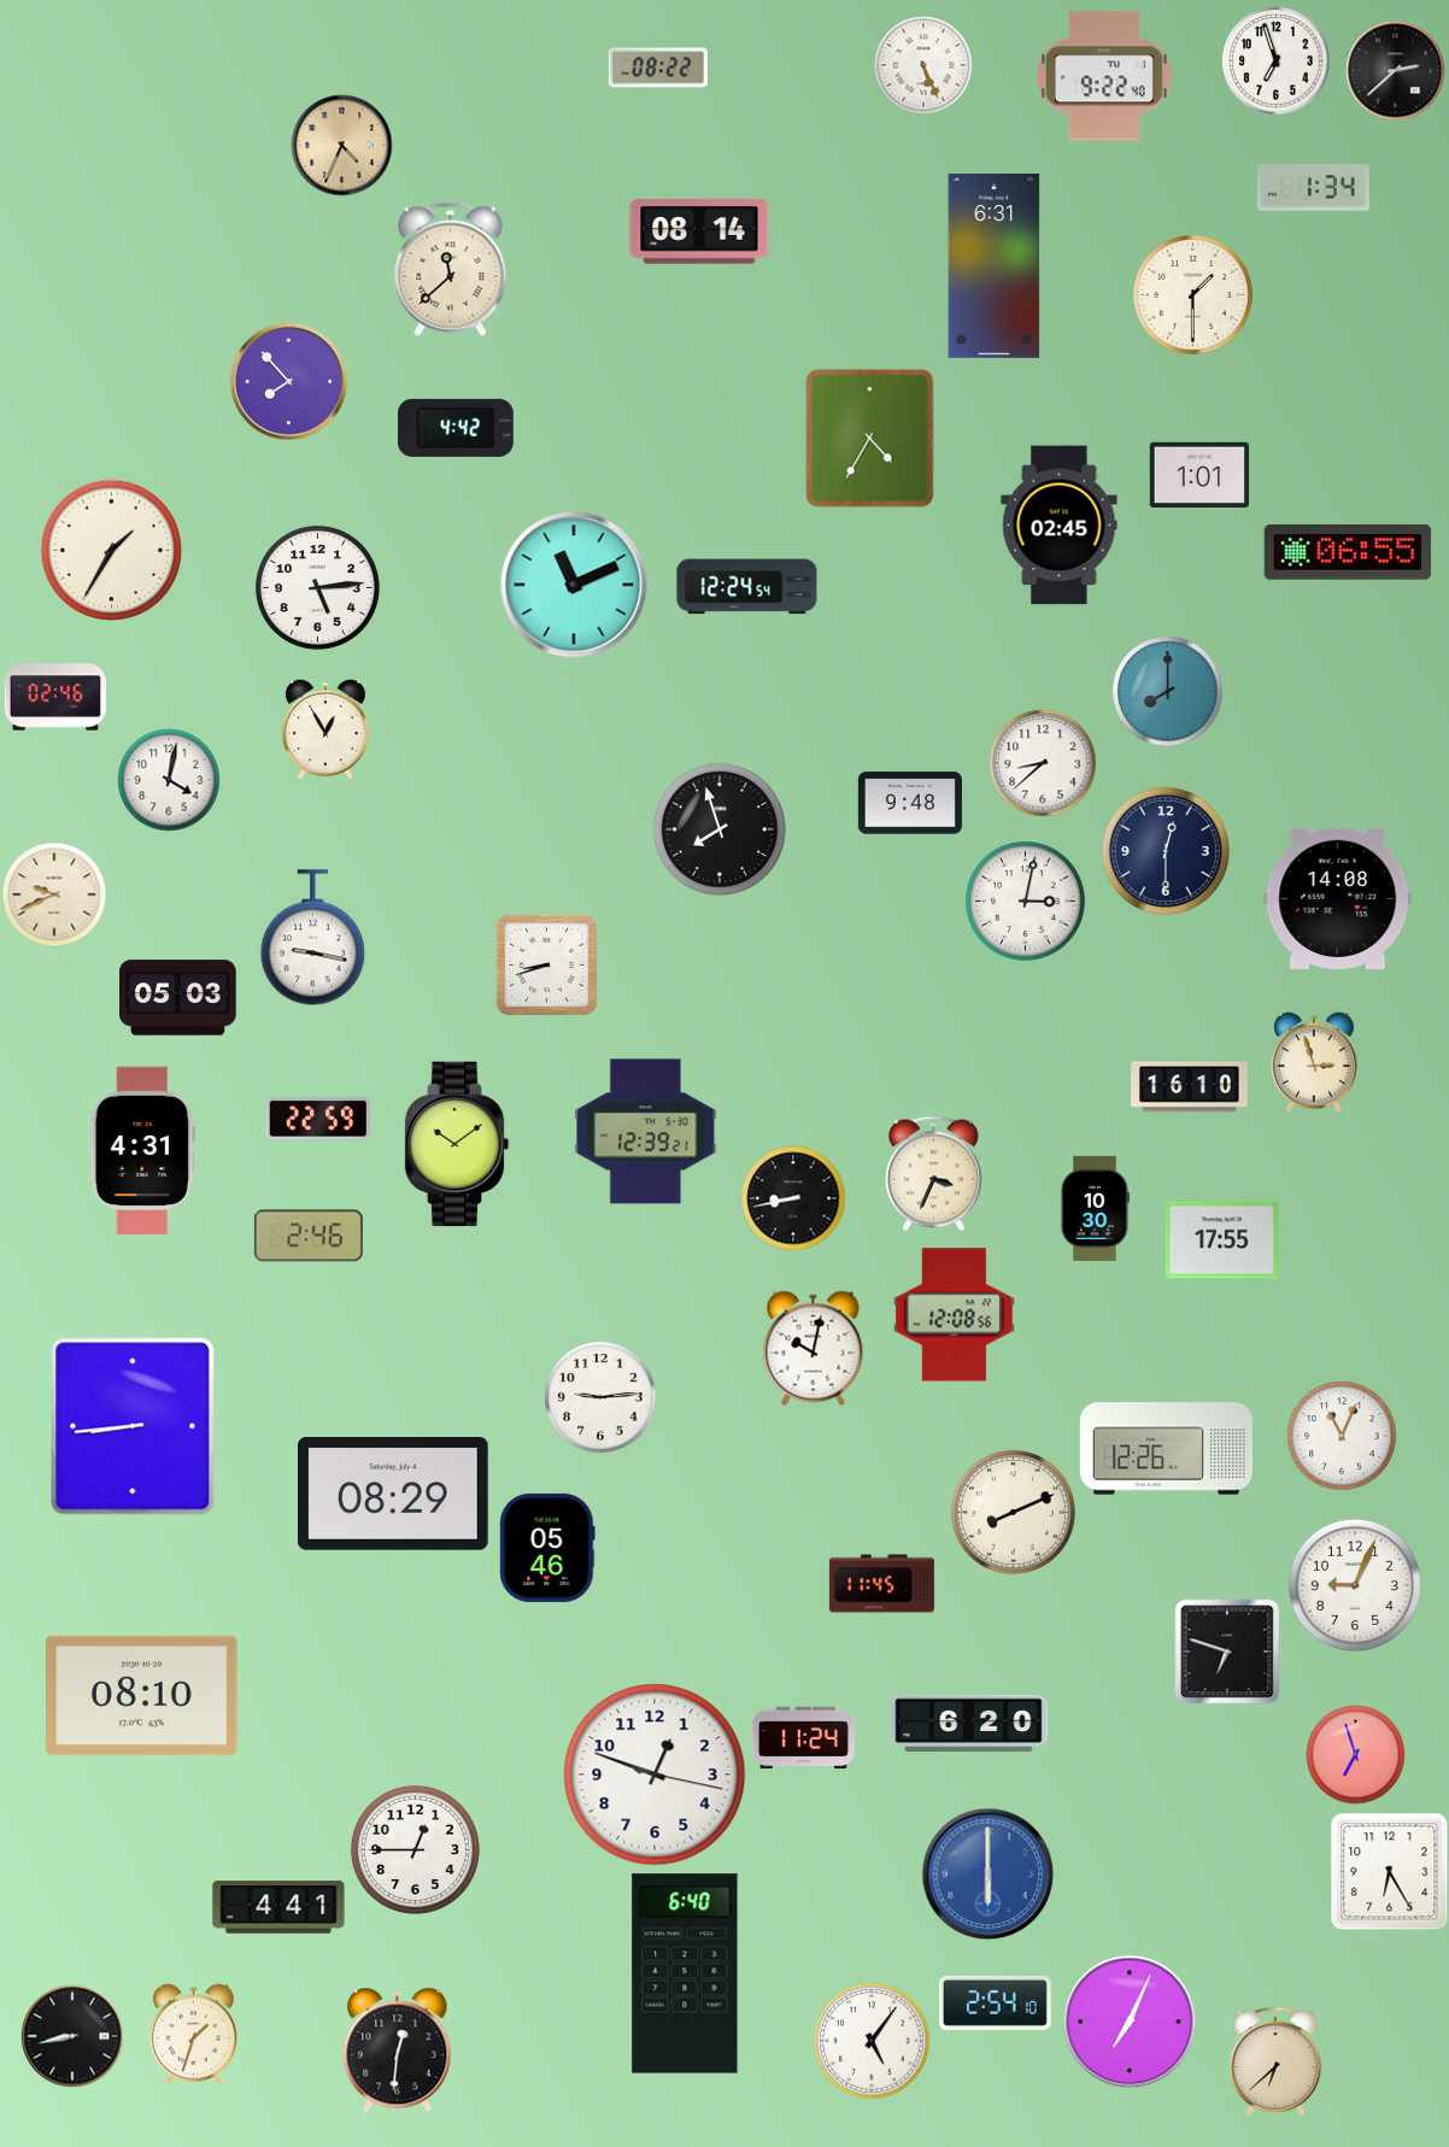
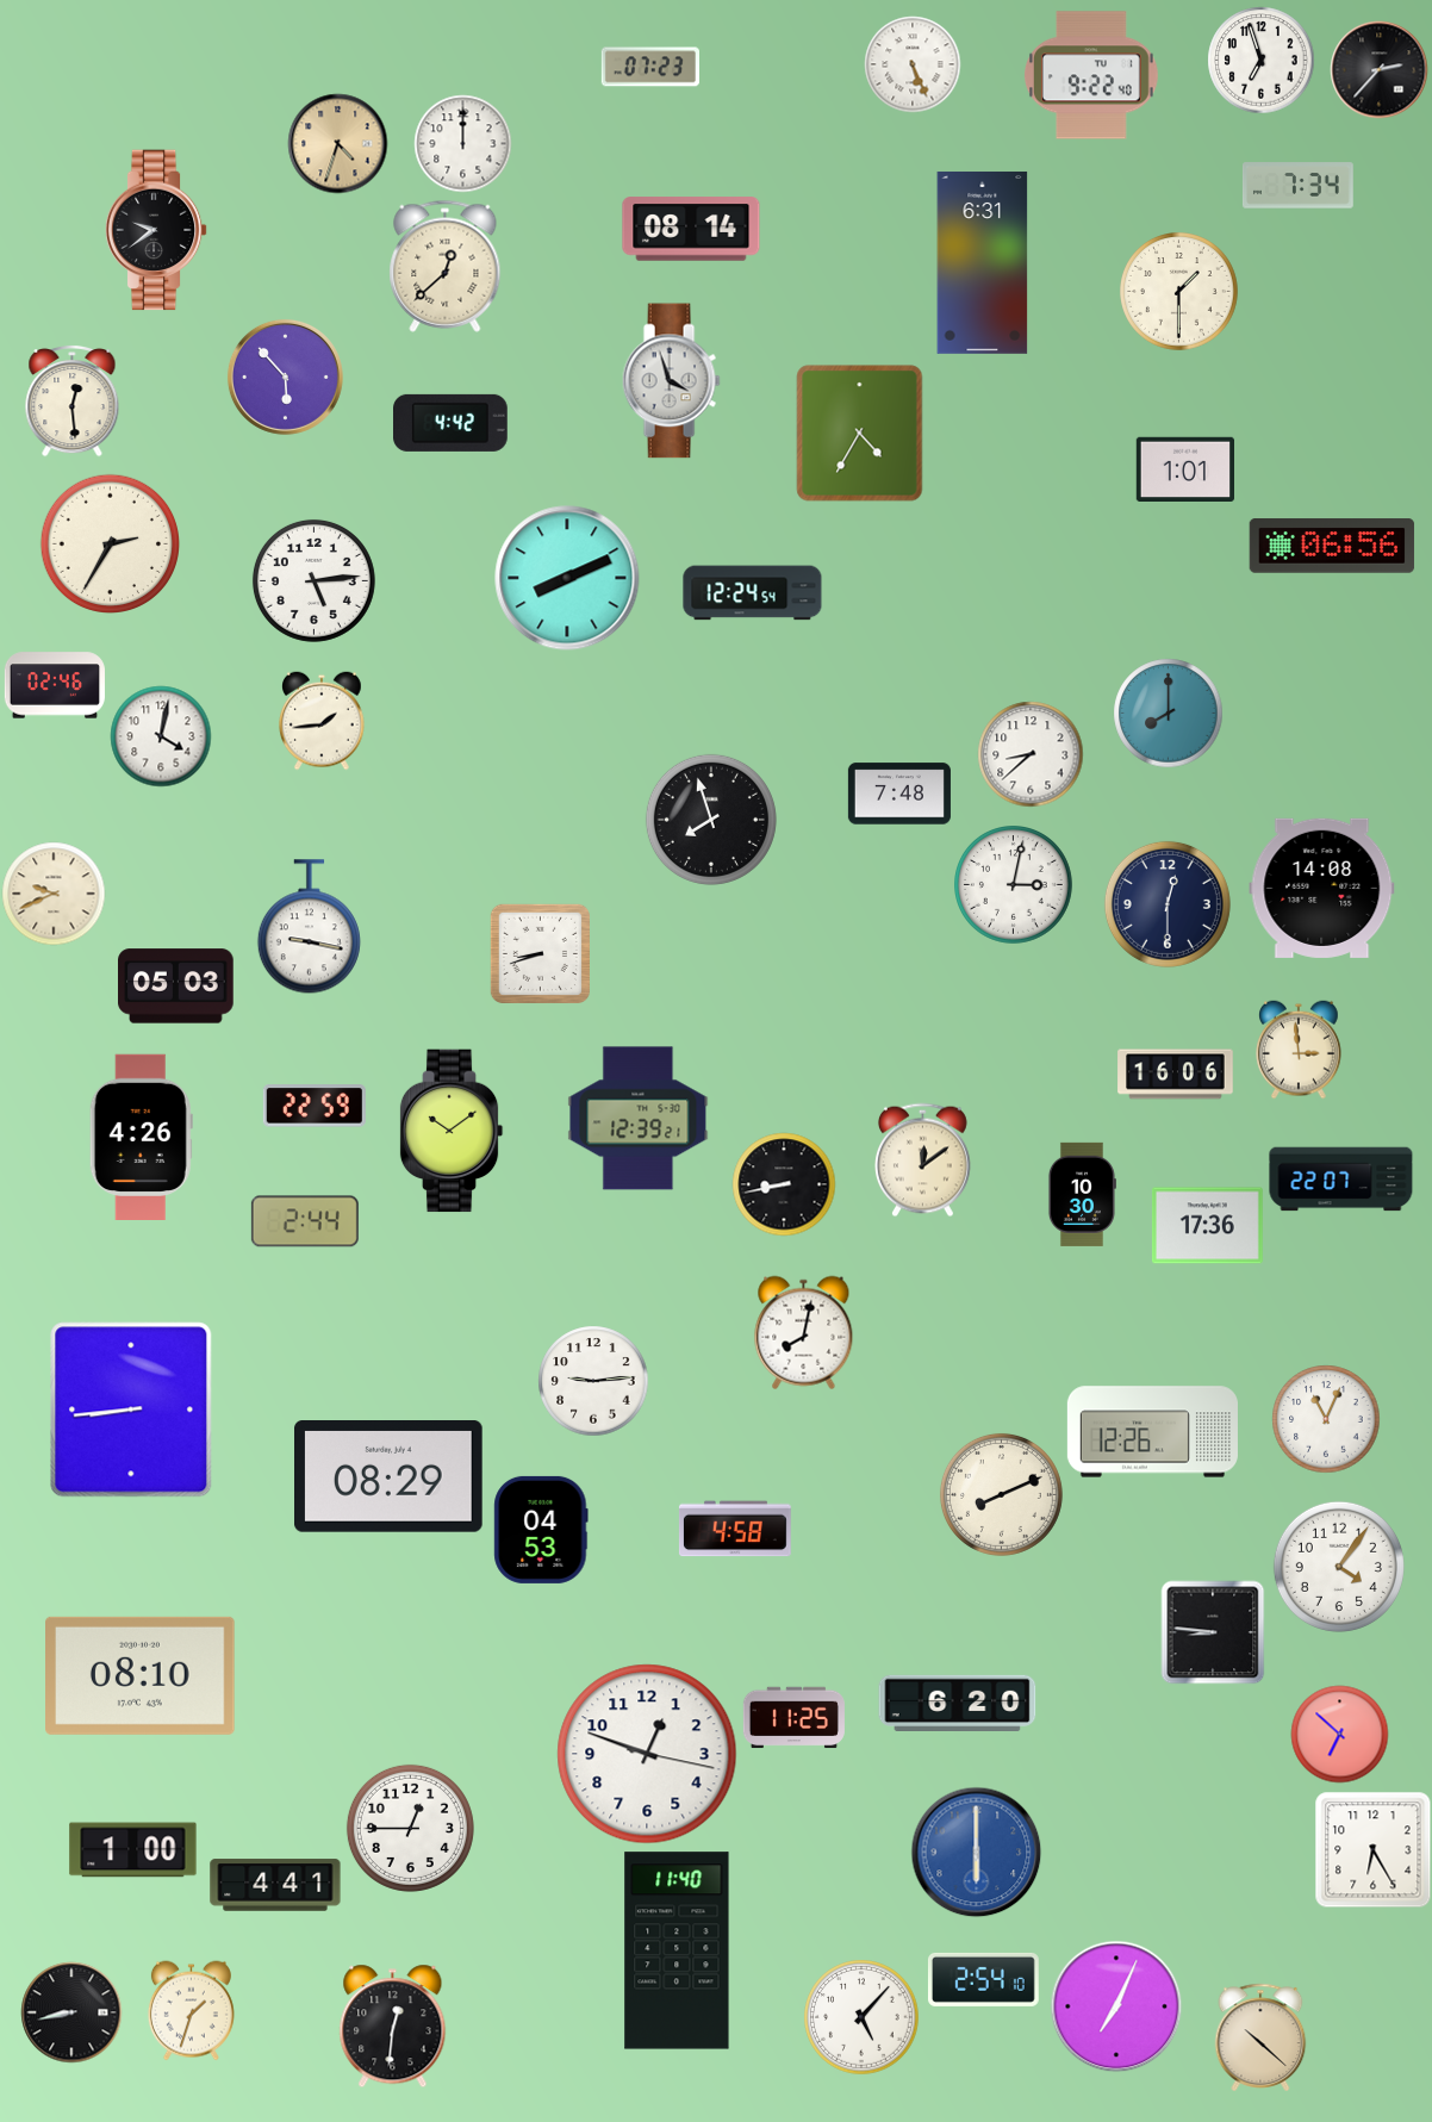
clock at (657, 68): 08:22 -> 07:23
clock at (1395, 70): 2:38 -> 2:37
clock at (341, 145): 4:34 -> 4:33
clock at (462, 143): none -> 12:00
clock at (1313, 188): 1:34 -> 7:34
clock at (156, 230): none -> 9:39
clock at (451, 269): 11:38 -> 12:38
clock at (288, 381): 7:53 -> 5:53
clock at (671, 381): none -> 3:57
clock at (73, 400): none -> 12:29
clock at (1060, 526): 02:45 -> none
clock at (111, 550): 1:35 -> 2:35
clock at (1348, 552): 06:55 -> 06:56
clock at (574, 585): 11:11 -> 8:11
clock at (747, 587) position: (747, 587) -> (753, 593)
clock at (1167, 691) position: (1167, 691) -> (1168, 712)
clock at (55, 697) position: (55, 697) -> (55, 685)
clock at (327, 729): 12:55 -> 1:44
clock at (169, 780) position: (169, 780) -> (161, 736)
clock at (910, 803): 9:48 -> 7:48
clock at (1166, 851) position: (1166, 851) -> (1168, 904)
clock at (54, 894) position: (54, 894) -> (54, 894)
clock at (1026, 902) position: (1026, 902) -> (1014, 885)
clock at (1315, 1062): 2:57 -> 2:59
clock at (1190, 1087): 16:10 -> 16:06
clock at (142, 1151): 4:31 -> 4:26
clock at (933, 1173): 3:34 -> 12:09
clock at (1341, 1180): none -> 22:07
clock at (309, 1236): 2:46 -> 2:44
clock at (1221, 1240): 17:55 -> 17:36
clock at (954, 1315): 12:08 -> none
clock at (814, 1348): 10:02 -> 8:02
clock at (735, 1529): none -> 4:58
clock at (547, 1548): 05:46 -> 04:53
clock at (881, 1584): 11:45 -> none
clock at (1355, 1585): 9:04 -> 4:06
clock at (1227, 1652): 6:48 -> 8:46
clock at (803, 1738): 11:24 -> 11:25
clock at (1355, 1754): 6:57 -> 6:52
clock at (133, 1850): none -> 1:00
clock at (685, 1973): 6:40 -> 11:40
clock at (1130, 2022) position: (1130, 2022) -> (1116, 2006)
clock at (872, 2041): 5:06 -> 5:07
clock at (1275, 2061): 6:38 -> 10:22
